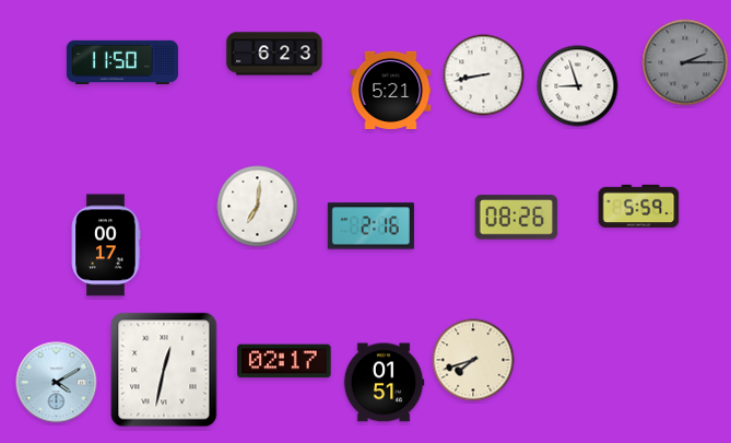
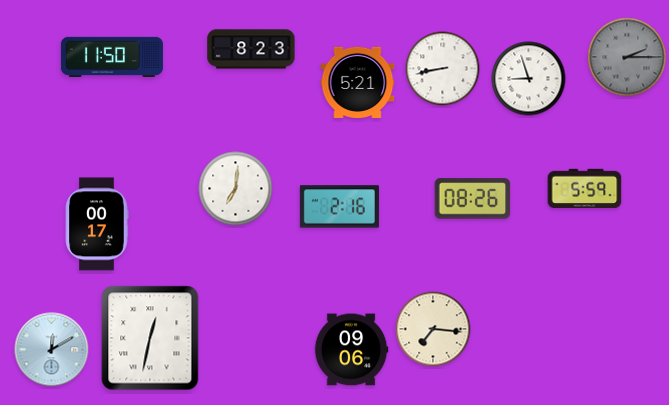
clock at (274, 54): 6:23 -> 8:23
clock at (473, 360): 7:42 -> 7:16
clock at (284, 361): 02:17 -> none
clock at (57, 383): 4:10 -> 12:10
clock at (384, 383): 01:51 -> 09:06
